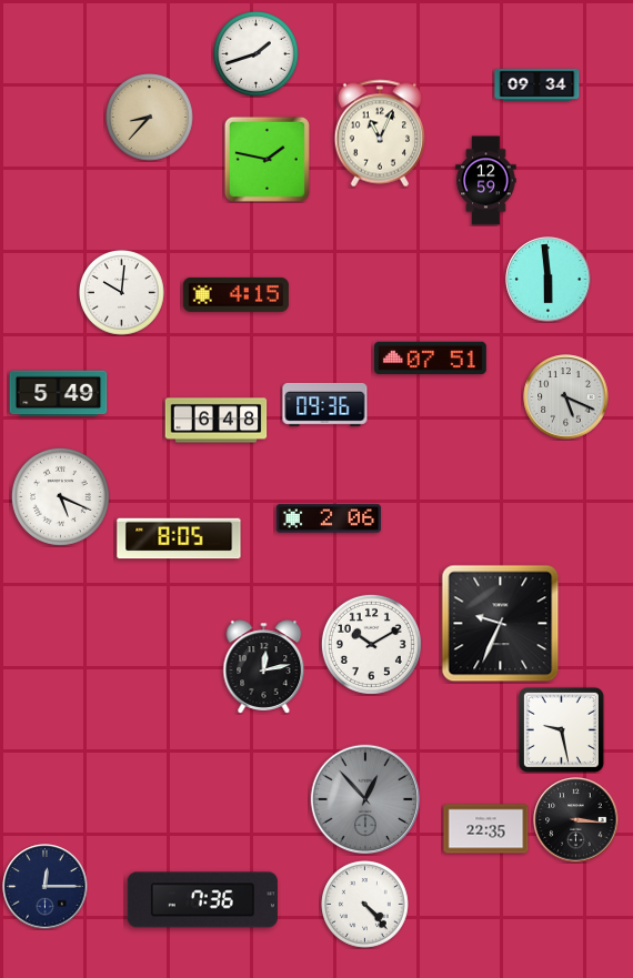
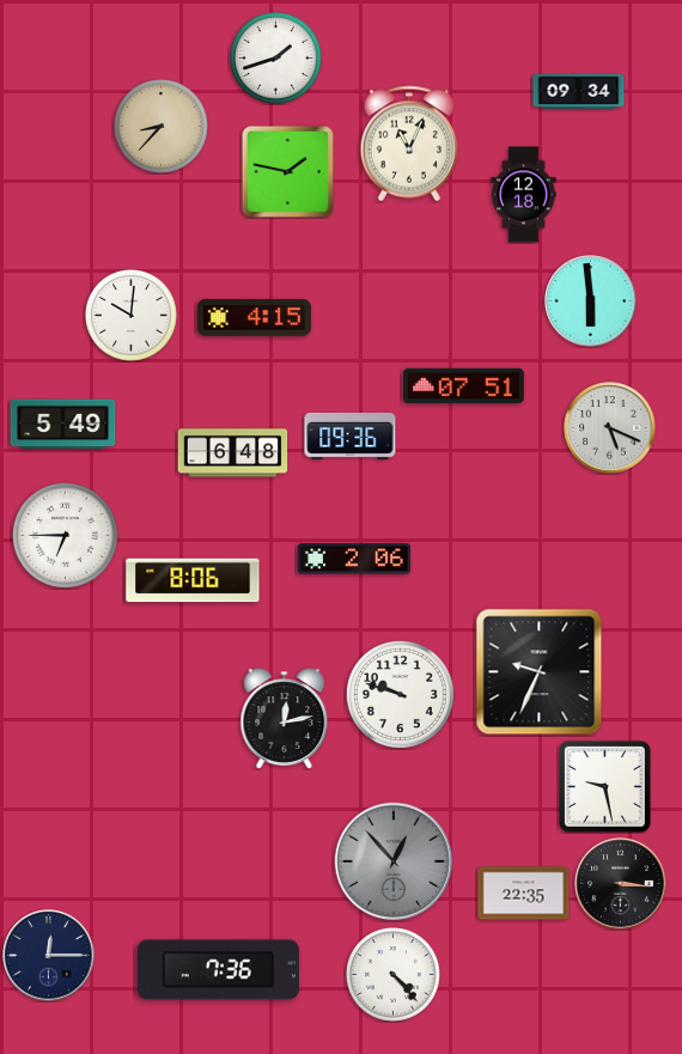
clock at (486, 181): 12:59 -> 12:18
clock at (60, 496): 5:19 -> 6:45
clock at (179, 538): 8:05 -> 8:06
clock at (371, 644): 10:10 -> 9:48
